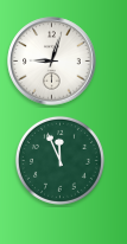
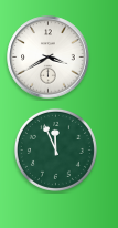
clock at (52, 62): 9:03 -> 3:40
